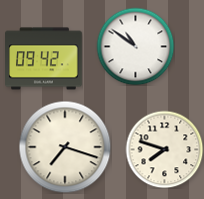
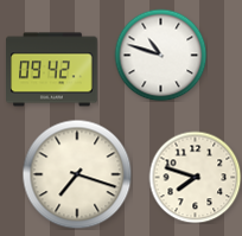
clock at (135, 46): 10:51 -> 10:48
